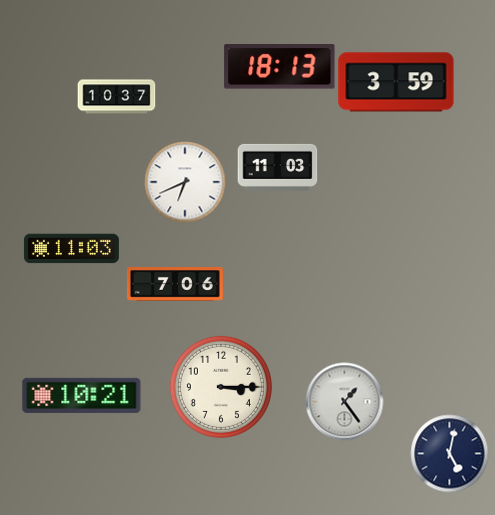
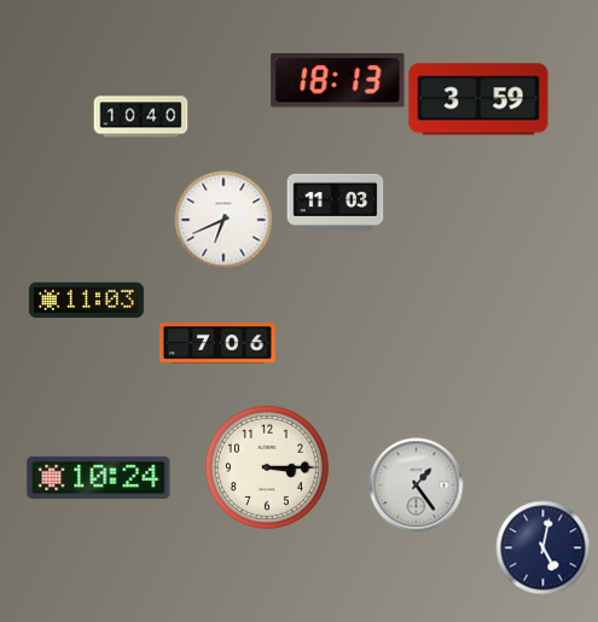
clock at (116, 97): 10:37 -> 10:40
clock at (175, 284) position: (175, 284) -> (217, 343)
clock at (82, 395): 10:21 -> 10:24
